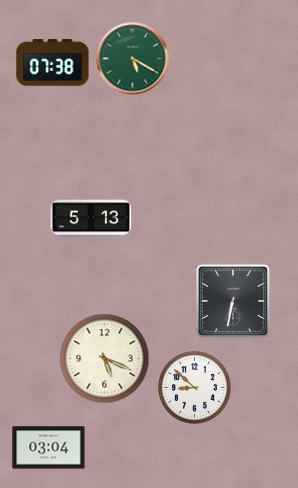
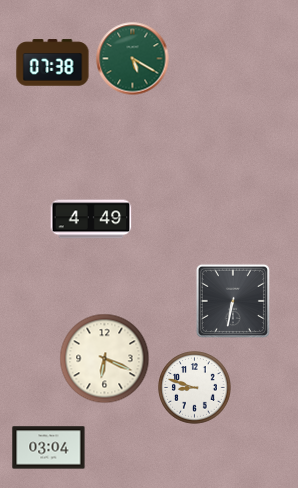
clock at (91, 219): 5:13 -> 4:49
clock at (105, 359): 5:19 -> 6:19
clock at (195, 388): 8:52 -> 8:48
